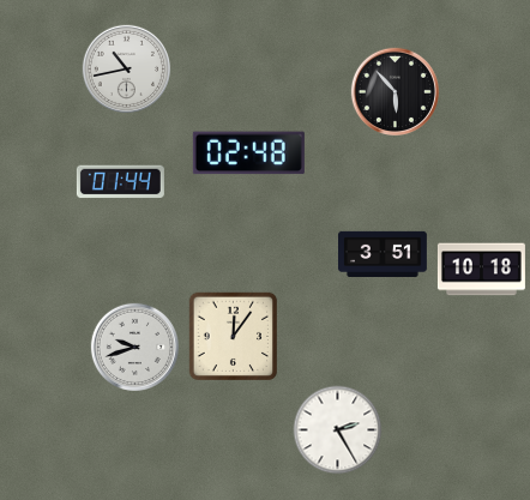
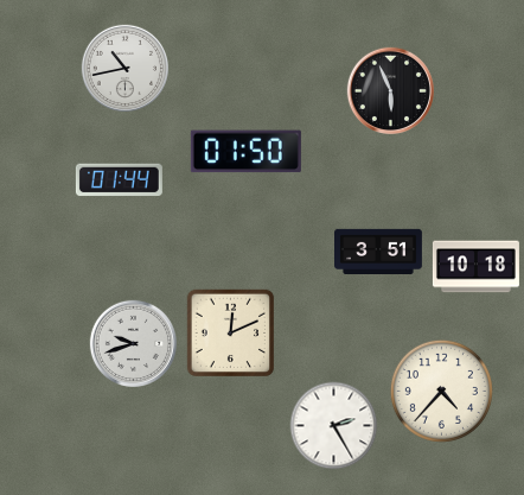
clock at (395, 91): 5:53 -> 5:56
clock at (248, 153): 02:48 -> 01:50
clock at (234, 337): 12:06 -> 12:11
clock at (441, 391): none -> 4:37
